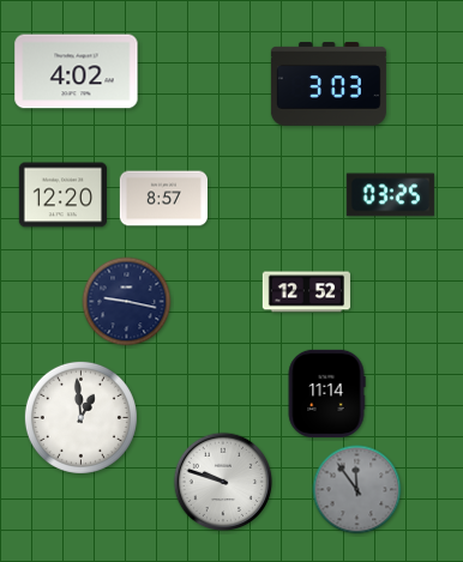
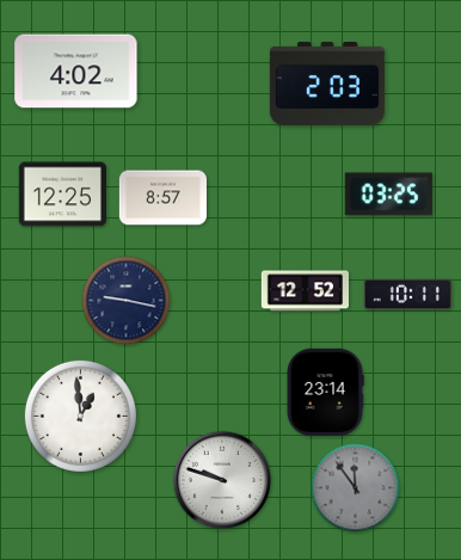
clock at (329, 84): 3:03 -> 2:03
clock at (62, 195): 12:20 -> 12:25
clock at (407, 295): none -> 10:11
clock at (326, 393): 11:14 -> 23:14
